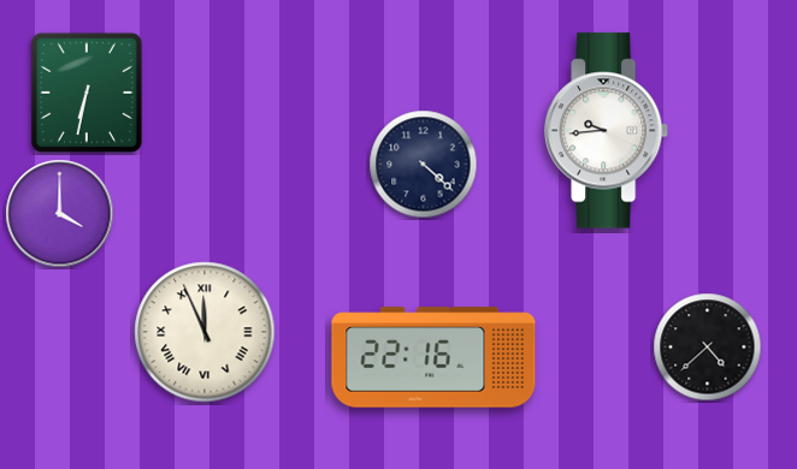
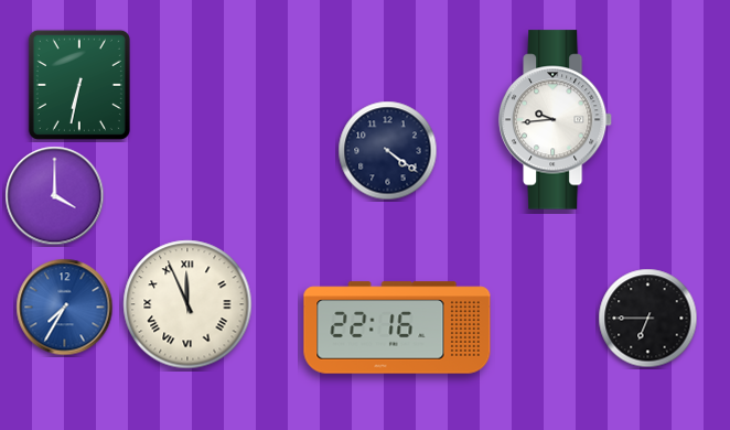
clock at (424, 165): 4:22 -> 4:21
clock at (65, 308): none -> 7:35
clock at (708, 348): 4:38 -> 6:45
